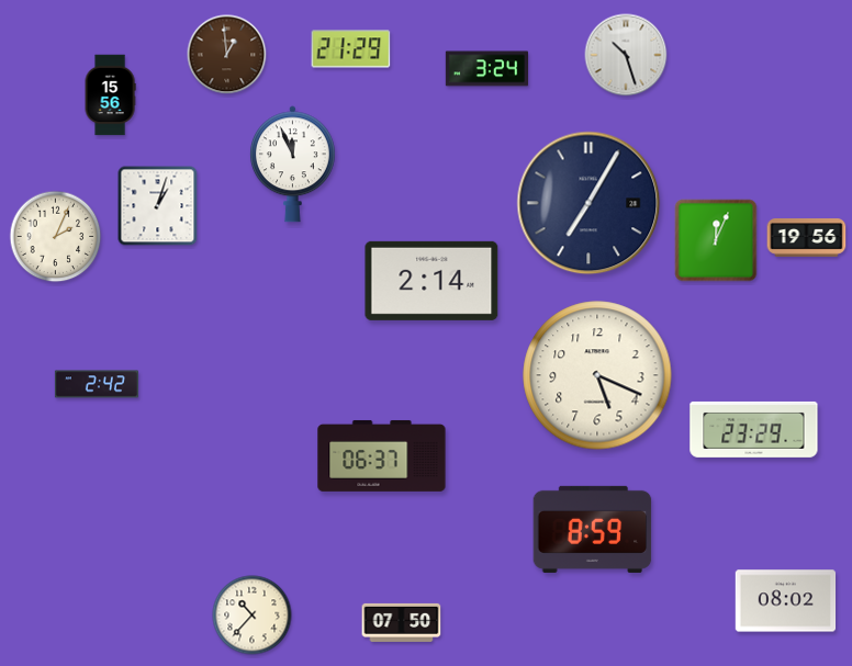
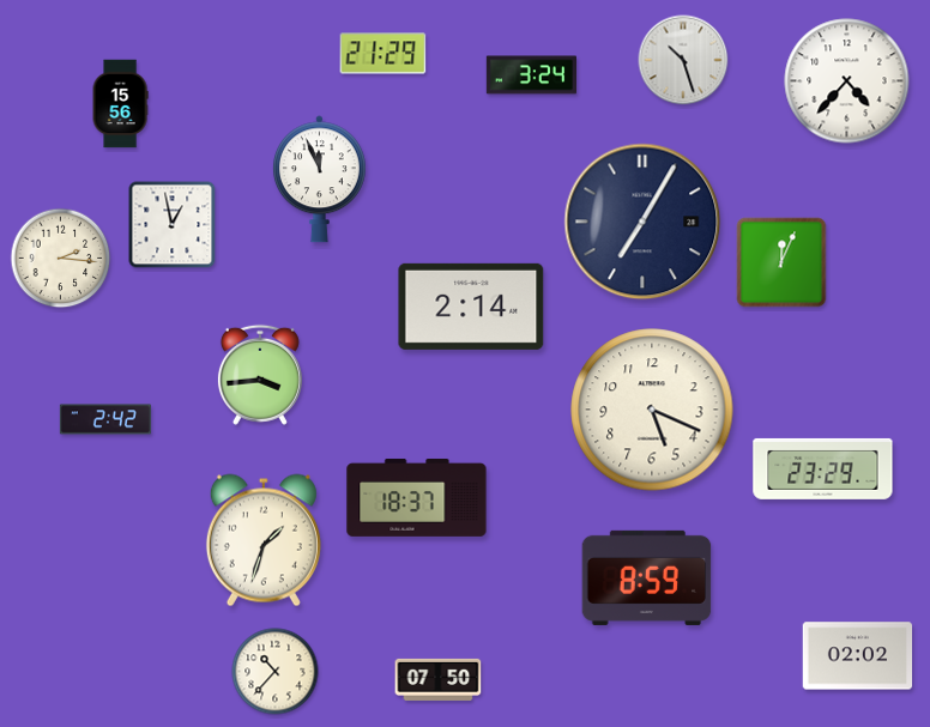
clock at (227, 55): 12:59 -> none
clock at (847, 81): none -> 4:37
clock at (158, 206): 1:03 -> 12:58
clock at (56, 237): 2:04 -> 2:16
clock at (807, 238): 19:56 -> none
clock at (260, 375): none -> 3:44
clock at (382, 456): 06:37 -> 18:37
clock at (264, 540): none -> 1:33
clock at (786, 601): 08:02 -> 02:02
